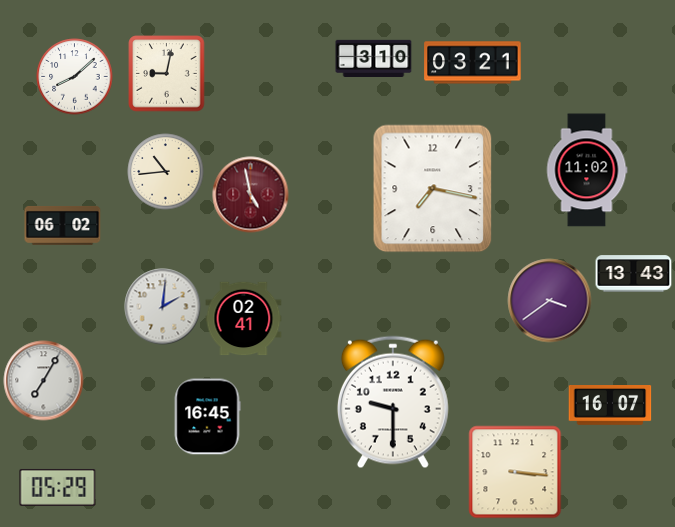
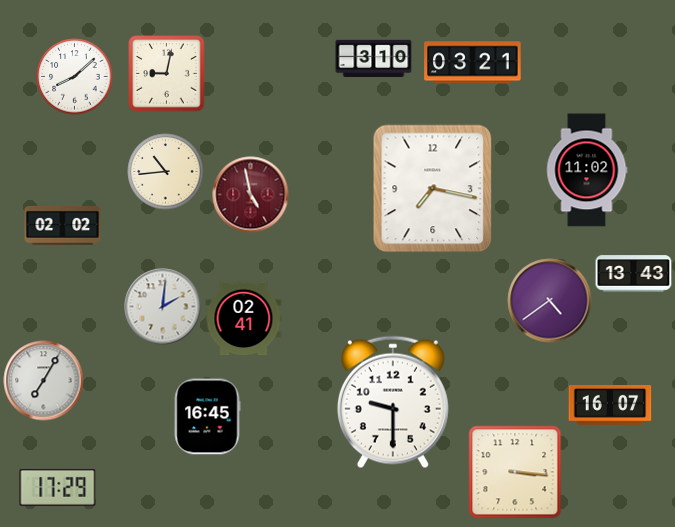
clock at (63, 225): 06:02 -> 02:02
clock at (550, 301): 3:39 -> 4:39
clock at (58, 487): 05:29 -> 17:29
